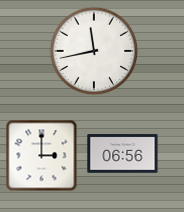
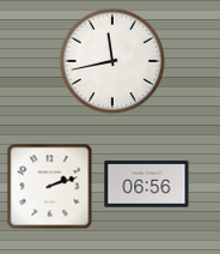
clock at (42, 156): 3:00 -> 2:12
